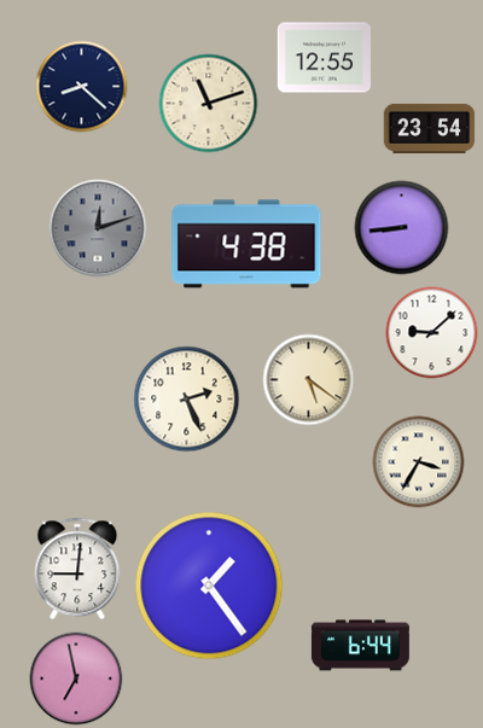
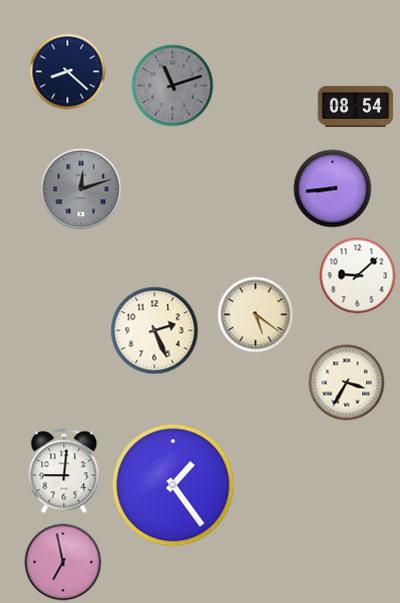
clock at (324, 58): 12:55 -> none
clock at (209, 104) dial: cream -> grey
clock at (430, 128): 23:54 -> 08:54
clock at (246, 244): 4:38 -> none
clock at (360, 646): 6:44 -> none
